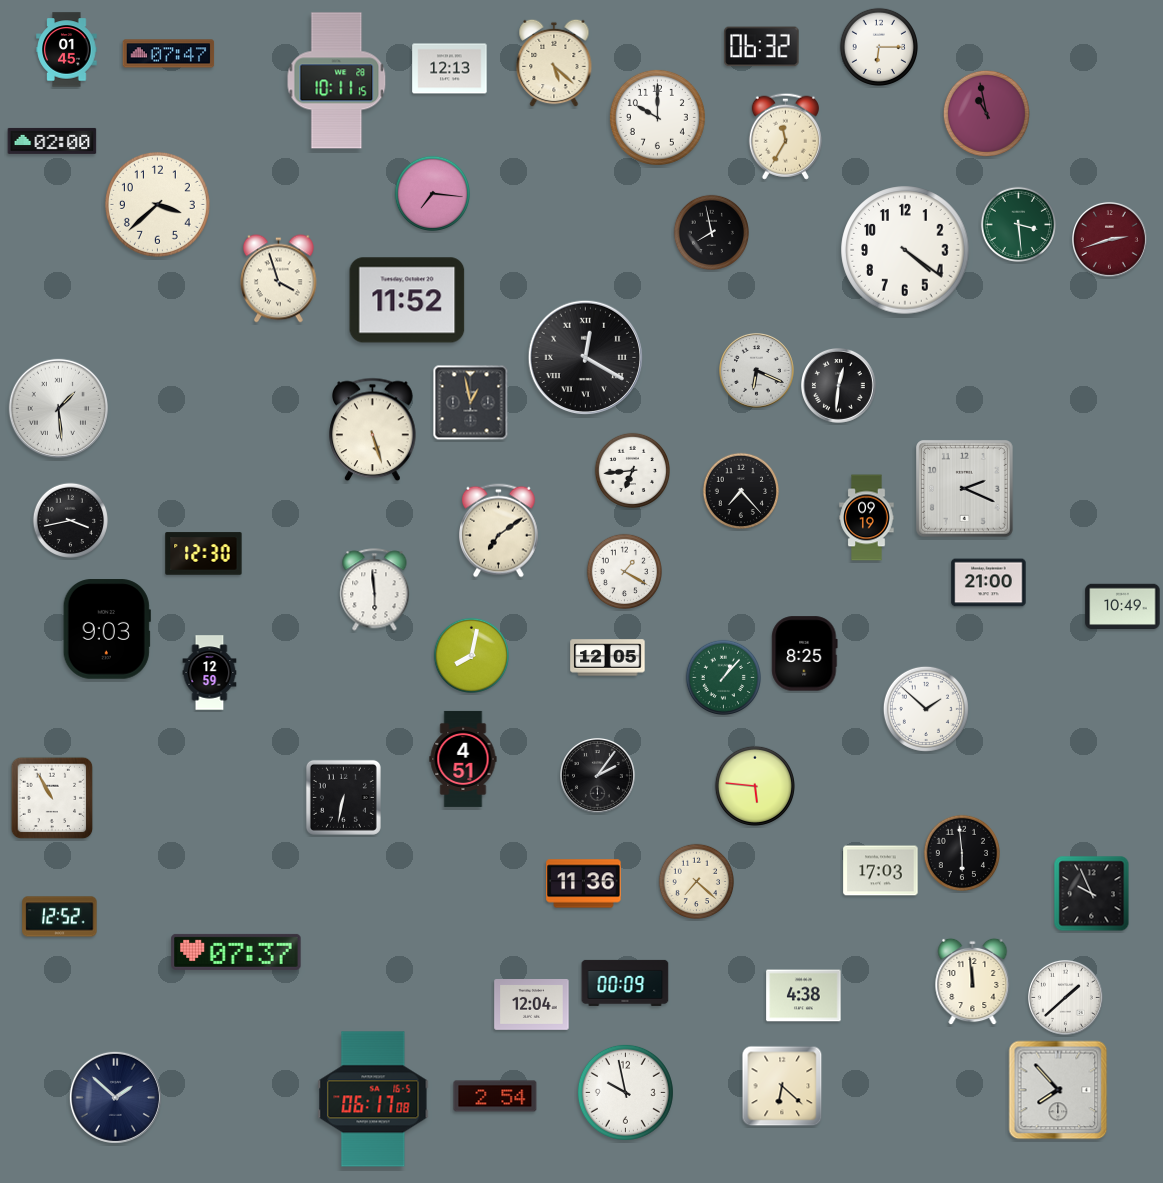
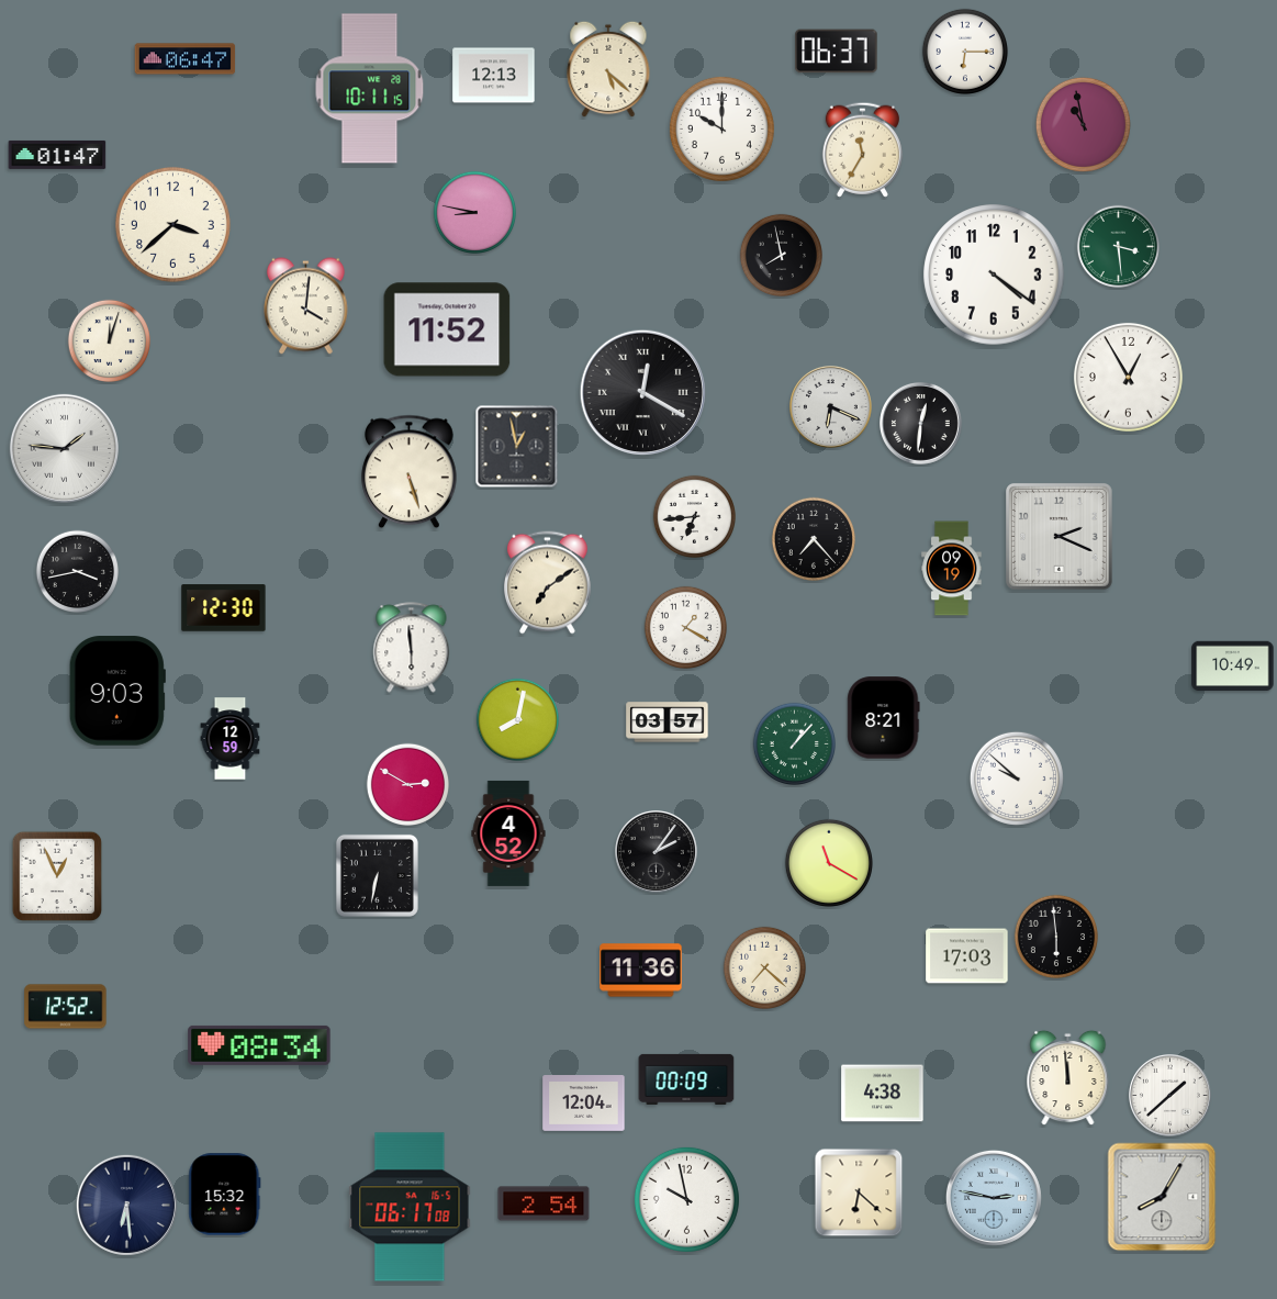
clock at (762, 47): 06:32 -> 06:37
clock at (67, 50): 01:45 -> none
clock at (169, 54): 07:47 -> 06:47
clock at (52, 141): 02:00 -> 01:47
clock at (432, 193): 7:16 -> 8:47
clock at (1110, 240): 2:42 -> none
clock at (279, 279): 3:57 -> 4:01
clock at (109, 340): none -> 12:03
clock at (1128, 377): none -> 12:55
clock at (471, 403) position: (471, 403) -> (517, 447)
clock at (58, 408): 1:29 -> 1:46
clock at (989, 583): 21:00 -> none
clock at (805, 654): 8:25 -> 8:21
clock at (608, 658): 12:05 -> 03:57
clock at (926, 709): 1:52 -> 9:52
clock at (407, 784): none -> 2:50
clock at (463, 759): 4:51 -> 4:52
clock at (755, 786): 5:46 -> 11:20
clock at (52, 798): 10:55 -> 12:56
clock at (1092, 894): 9:56 -> none
clock at (236, 952): 07:37 -> 08:34
clock at (225, 1195): none -> 15:32
clock at (1058, 1090): 7:53 -> 8:05
clock at (994, 1198): none -> 2:47
clock at (115, 1097): 1:52 -> 6:29
